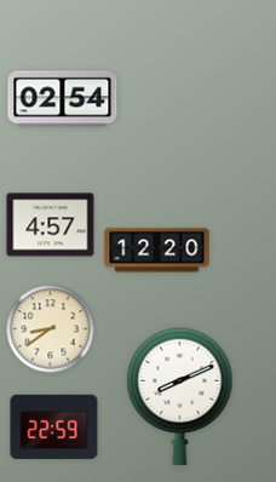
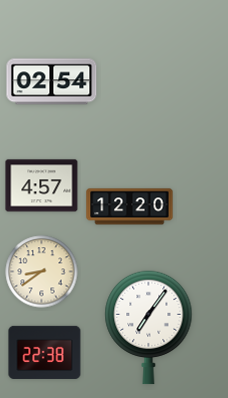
clock at (180, 397): 8:11 -> 7:06
clock at (54, 426): 22:59 -> 22:38
